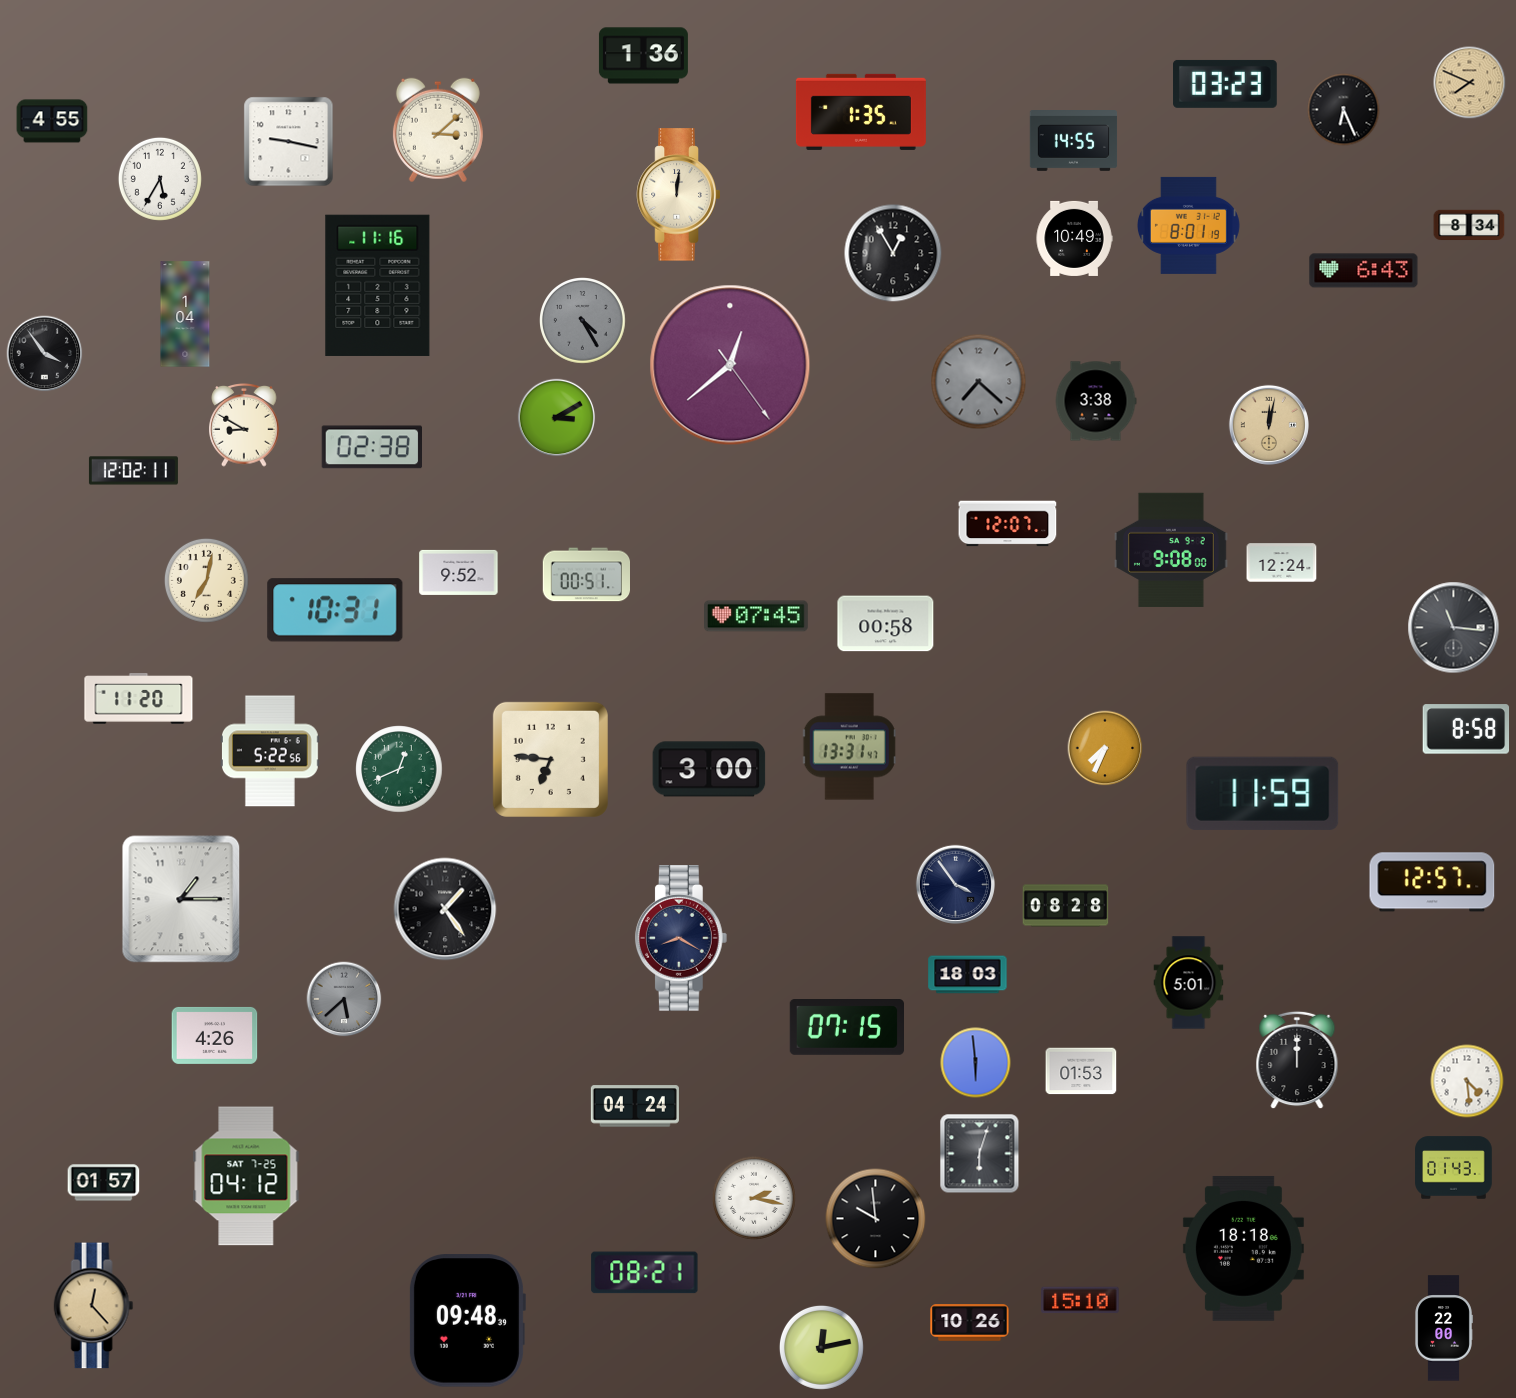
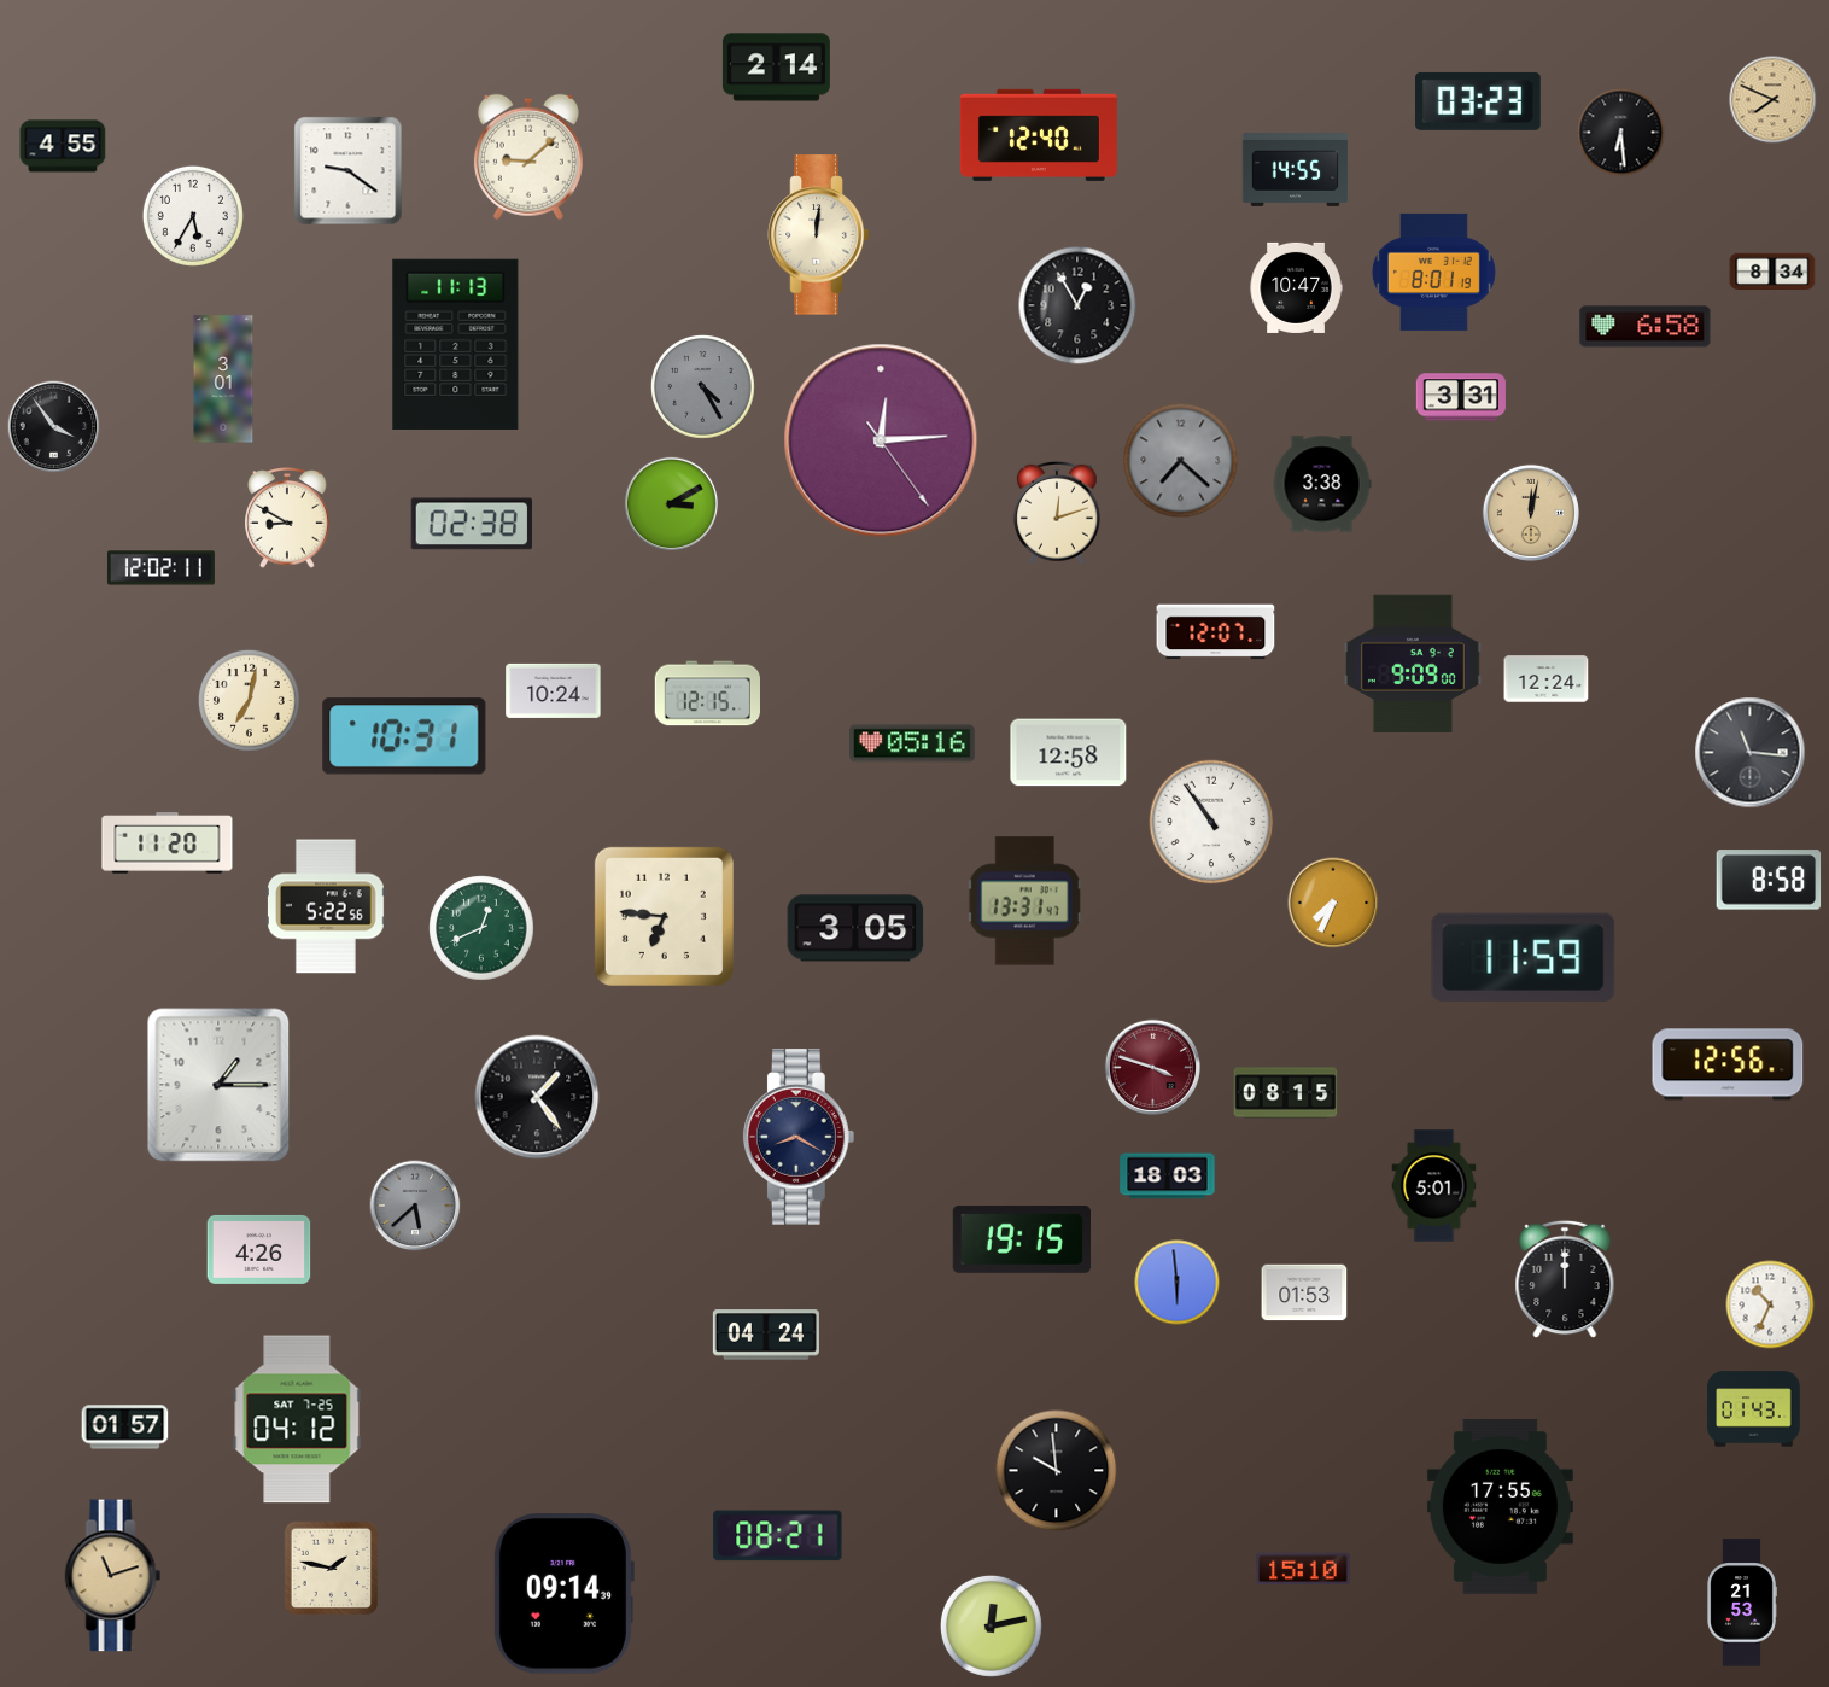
clock at (643, 56): 1:36 -> 2:14
clock at (1344, 110): 6:26 -> 6:29
clock at (861, 112): 1:35 -> 12:40
clock at (438, 130): 3:08 -> 9:08
clock at (289, 142): 9:17 -> 9:21
clock at (1074, 238): 10:49 -> 10:47
clock at (1364, 271): 6:43 -> 6:58
clock at (378, 285): 11:16 -> 11:13
clock at (185, 314): 1:04 -> 3:01
clock at (1461, 397): none -> 3:31
clock at (730, 365): 12:38 -> 12:14
clock at (244, 425) position: (244, 425) -> (287, 518)
clock at (1057, 513): none -> 12:12
clock at (371, 447) position: (371, 447) -> (471, 524)
clock at (1172, 549): 9:08 -> 9:09
clock at (459, 572): 9:52 -> 10:24
clock at (586, 575): 00:51 -> 12:15
clock at (757, 616): 07:45 -> 05:16
clock at (886, 624): 00:58 -> 12:58
clock at (1454, 628) position: (1454, 628) -> (1751, 753)
clock at (1211, 822): none -> 10:54
clock at (709, 769): 3:00 -> 3:05
clock at (1432, 882): 12:57 -> 12:56
clock at (955, 884): 3:54 -> 3:48
clock at (955, 884) dial: navy -> burgundy
clock at (1066, 906): 08:28 -> 08:15
clock at (681, 938) position: (681, 938) -> (799, 1137)
clock at (846, 1028): 07:15 -> 19:15
clock at (1467, 1081): 4:29 -> 10:34
clock at (980, 1154): 6:03 -> none
clock at (754, 1198): 2:17 -> none
clock at (1243, 1248): 18:18 -> 17:55
clock at (331, 1568): none -> 1:47
clock at (94, 1306): 12:23 -> 11:12
clock at (467, 1321): 09:48 -> 09:14
clock at (970, 1323): 10:26 -> none
clock at (1444, 1328): 22:00 -> 21:53
